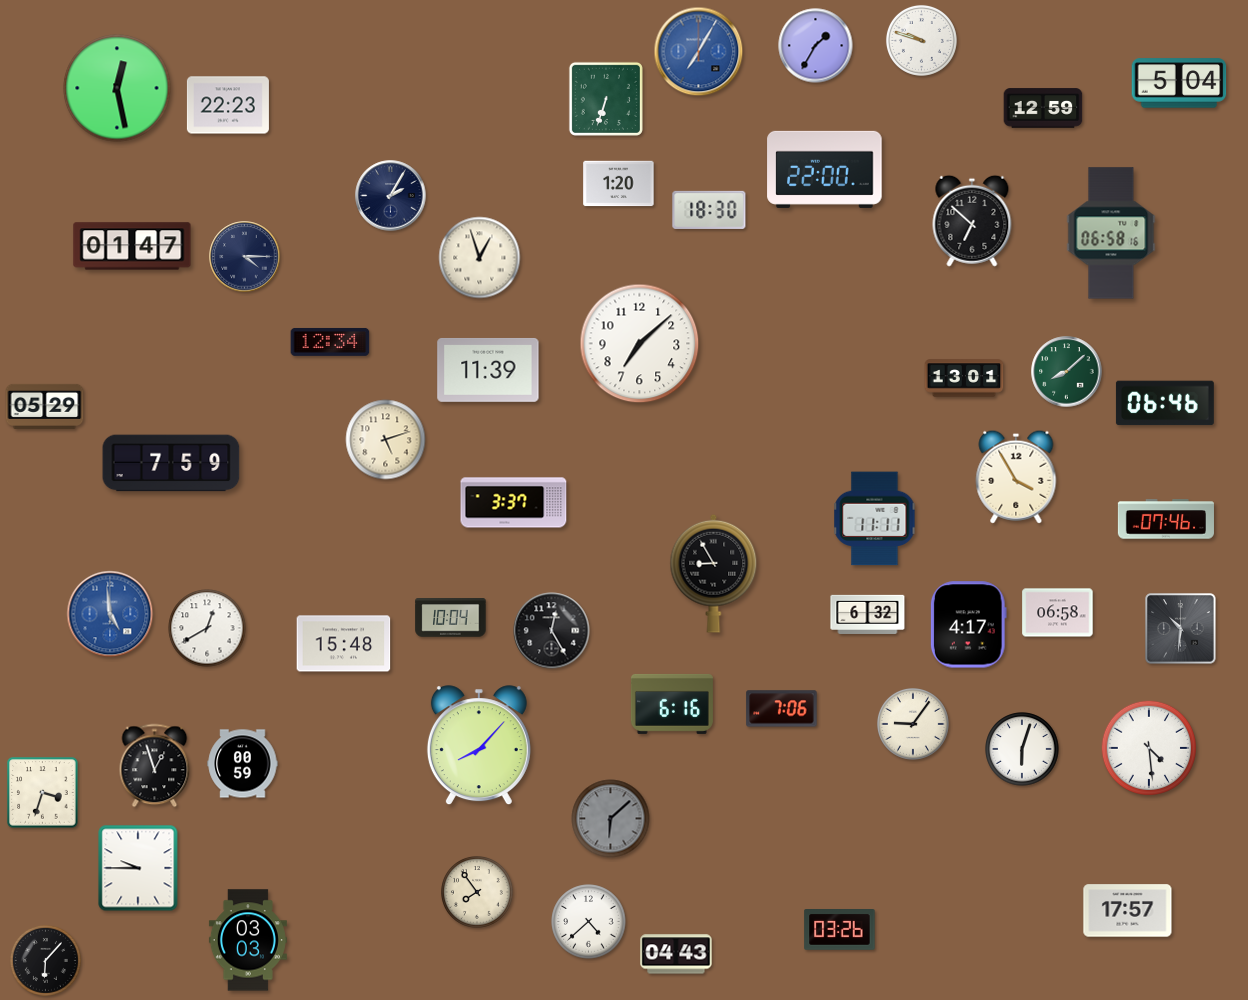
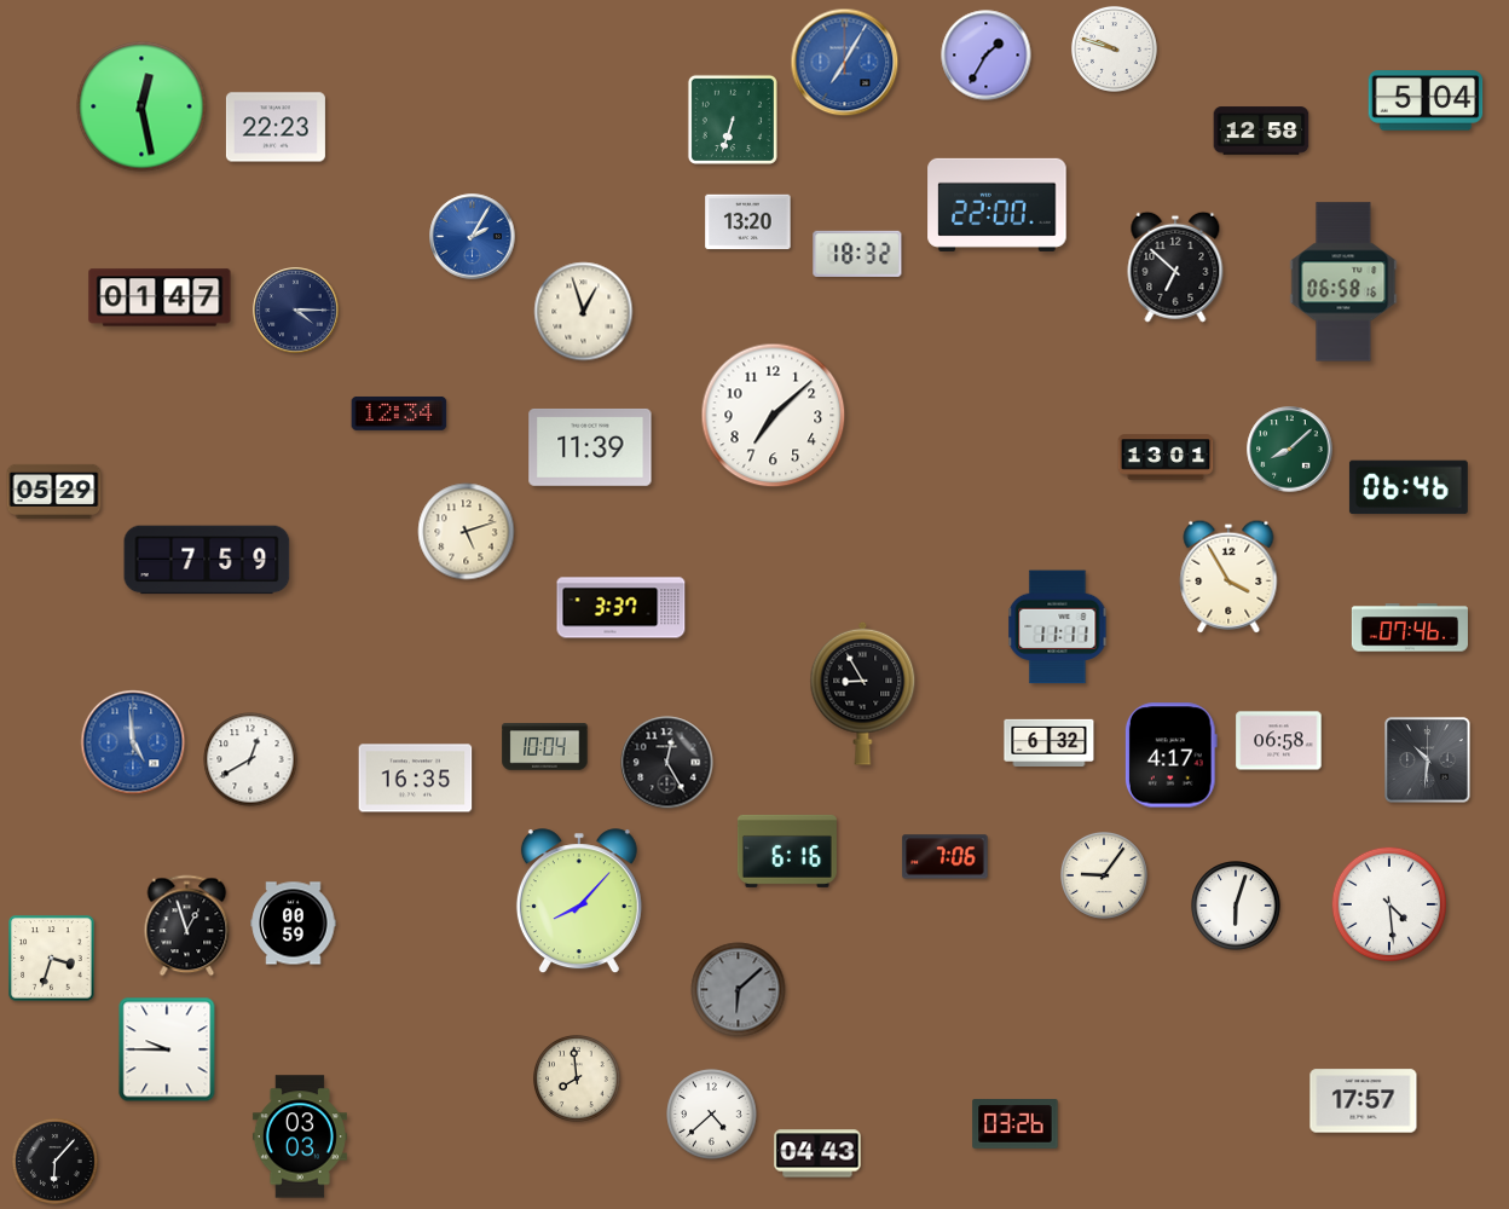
clock at (1043, 108): 12:59 -> 12:58
clock at (619, 184): 1:20 -> 13:20
clock at (391, 196) dial: navy -> blue
clock at (709, 210): 18:30 -> 18:32
clock at (480, 258) position: (480, 258) -> (584, 312)
clock at (344, 644): 15:48 -> 16:35
clock at (672, 704) position: (672, 704) -> (787, 851)
clock at (478, 893): 7:54 -> 7:59
